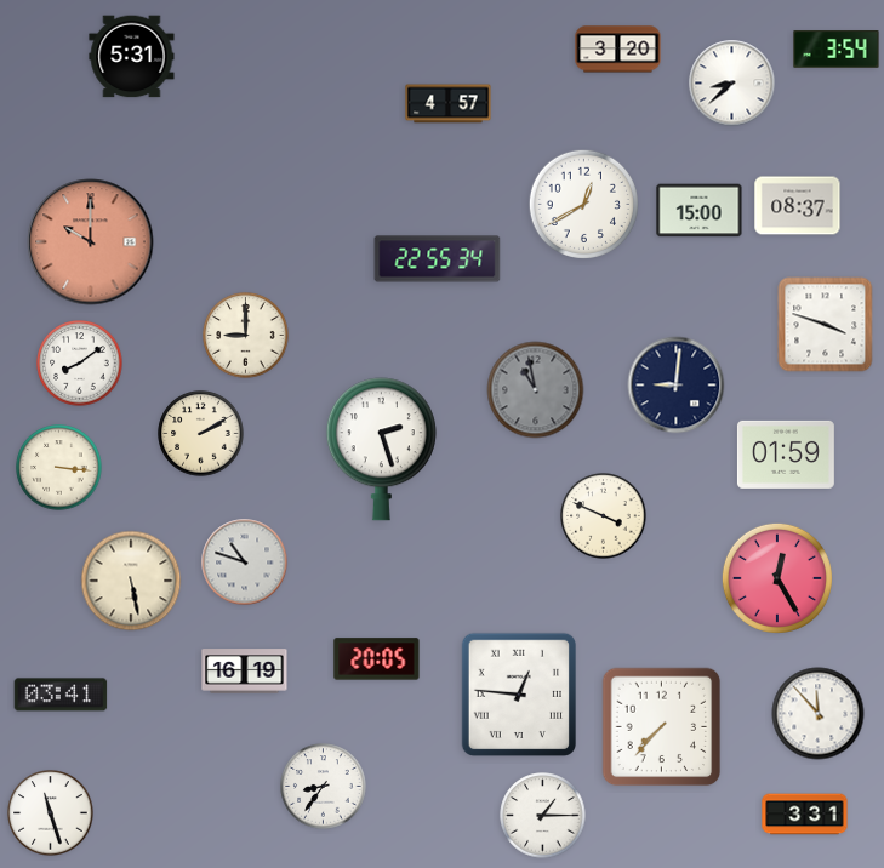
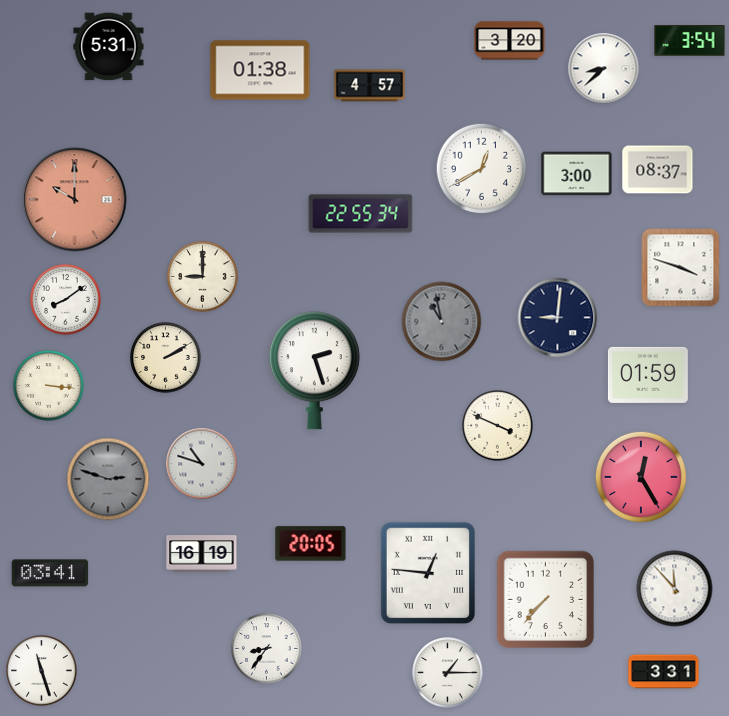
clock at (260, 70): none -> 01:38
clock at (700, 211): 15:00 -> 3:00
clock at (131, 581): 5:28 -> 2:48
clock at (131, 581) dial: cream -> grey
